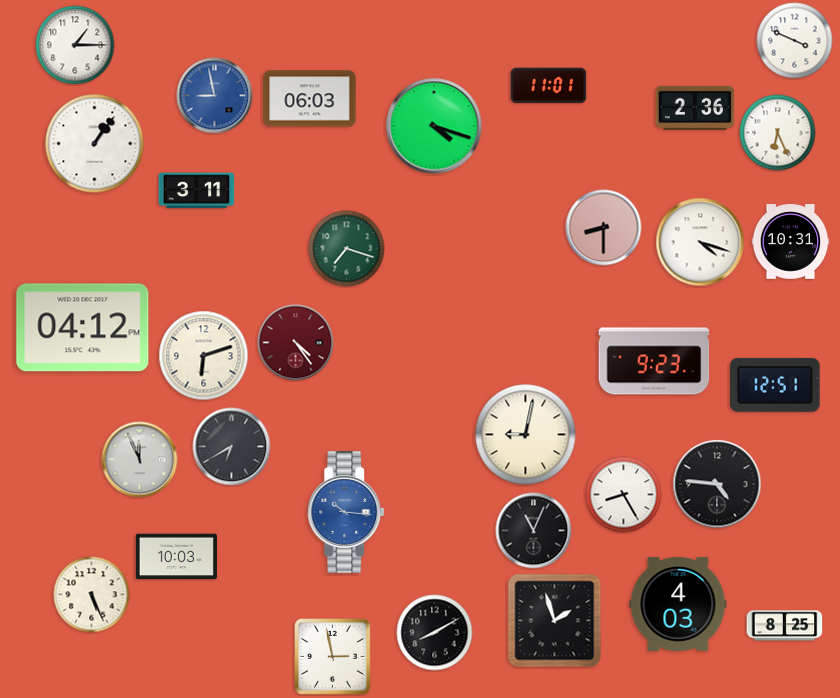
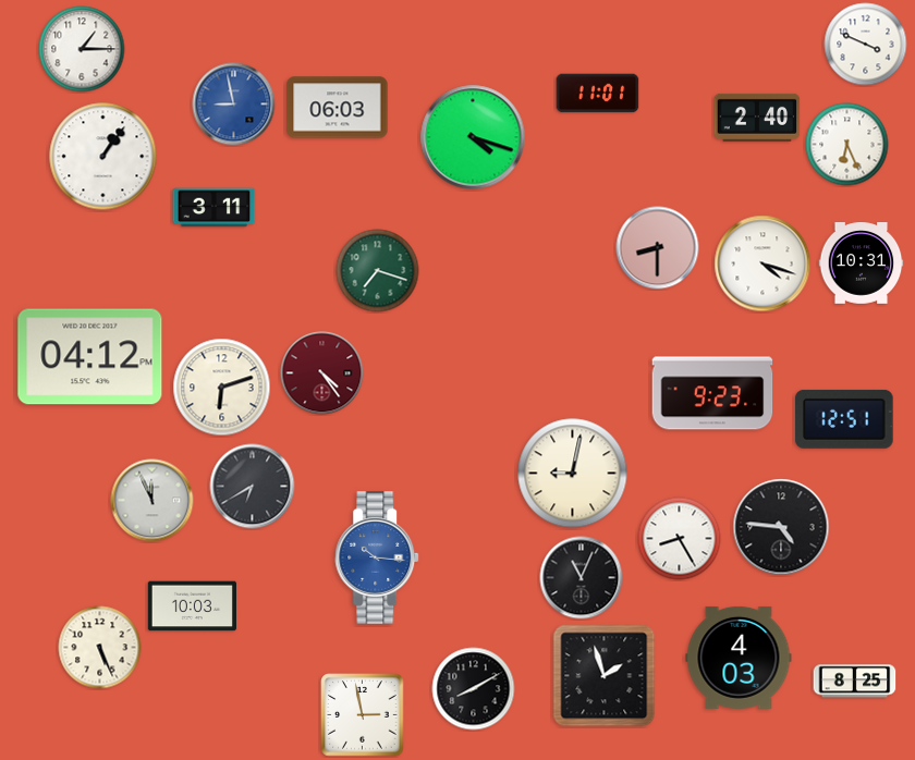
clock at (695, 108): 2:36 -> 2:40
